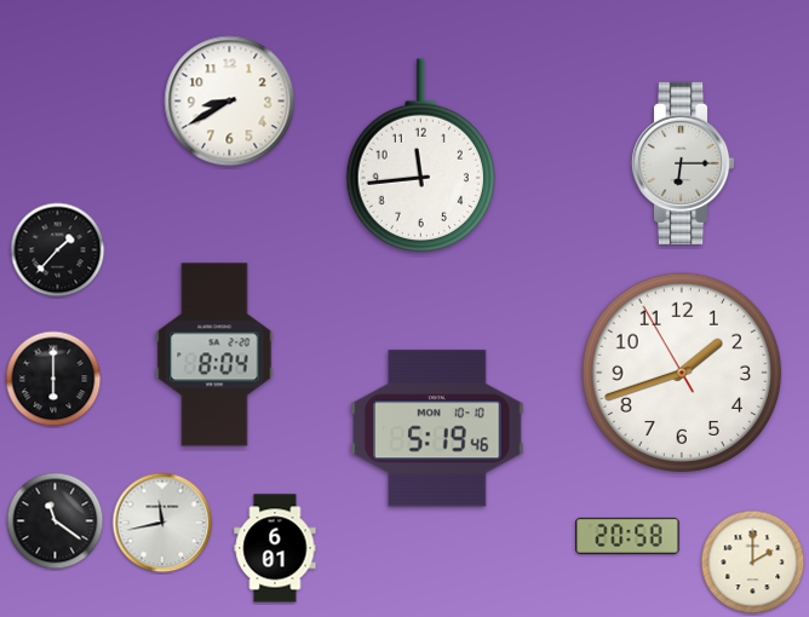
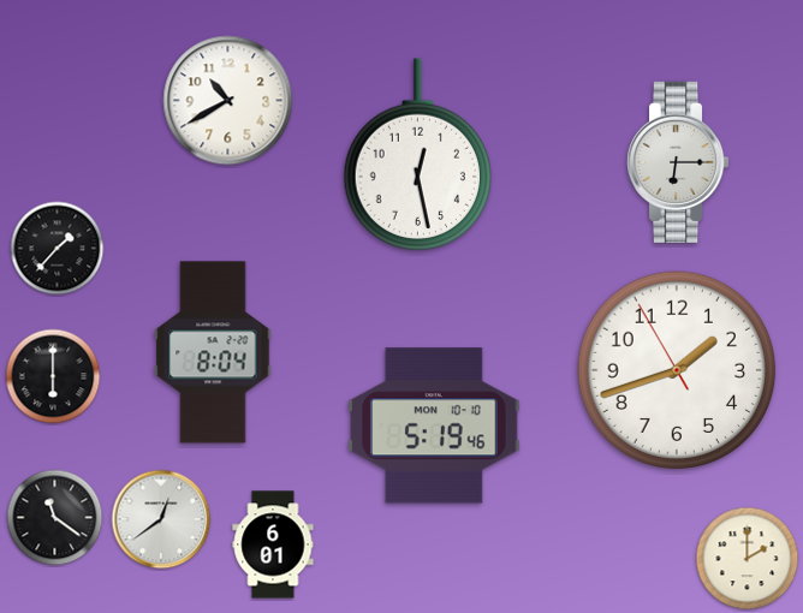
clock at (230, 102): 8:40 -> 10:40
clock at (420, 155): 11:44 -> 12:28
clock at (162, 523): 11:43 -> 12:39
clock at (627, 536): 20:58 -> none
